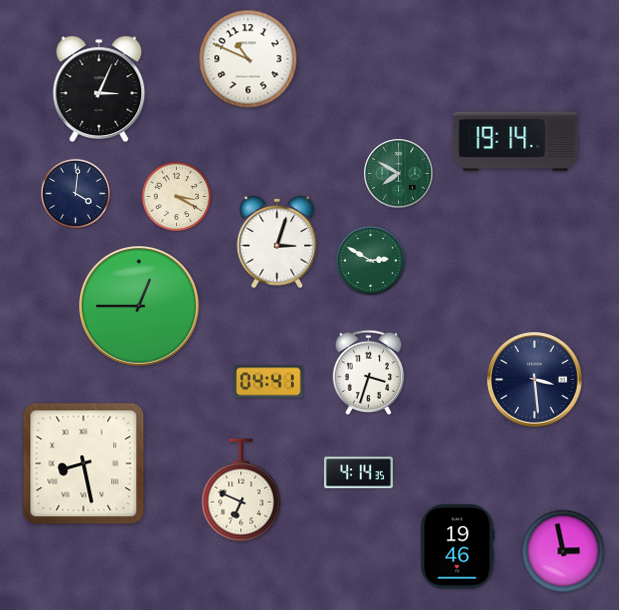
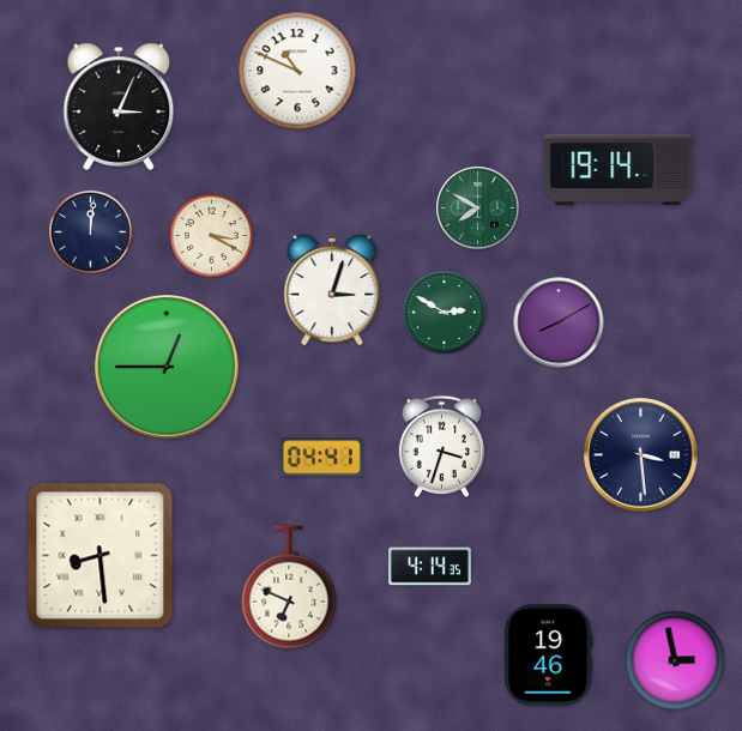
clock at (75, 193): 4:01 -> 12:01
clock at (559, 322): none -> 8:10
clock at (84, 464): 8:28 -> 8:29
